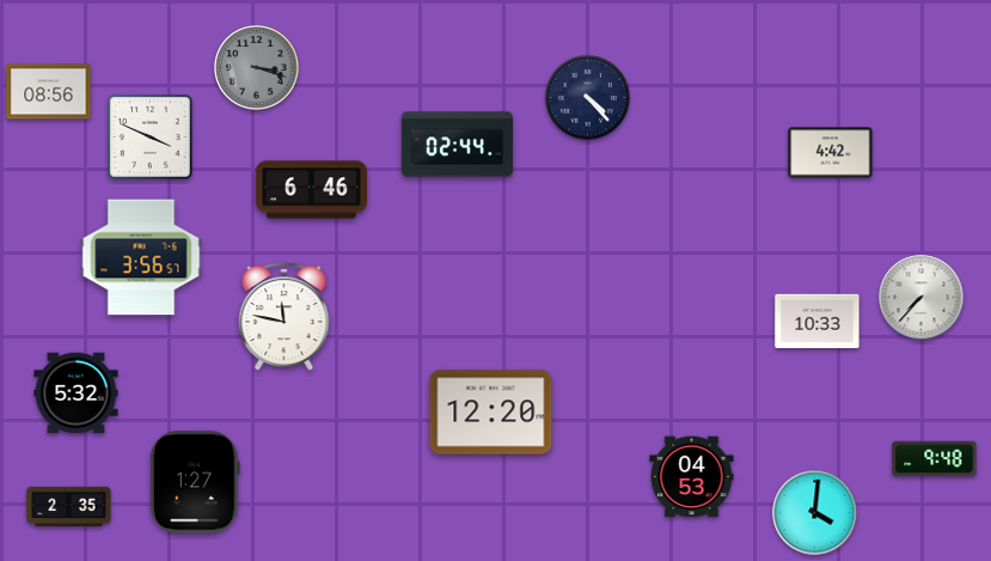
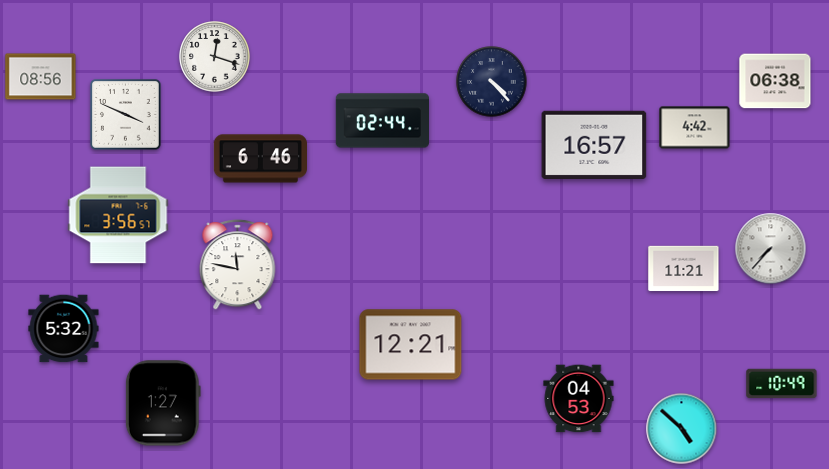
clock at (257, 68): 3:18 -> 12:18
clock at (257, 68) dial: grey -> white
clock at (775, 81): none -> 06:38
clock at (594, 145): none -> 16:57
clock at (818, 322): 10:33 -> 11:21
clock at (491, 413): 12:20 -> 12:21
clock at (935, 459): 9:48 -> 10:49
clock at (69, 507): 2:35 -> none
clock at (815, 513): 4:01 -> 4:52
